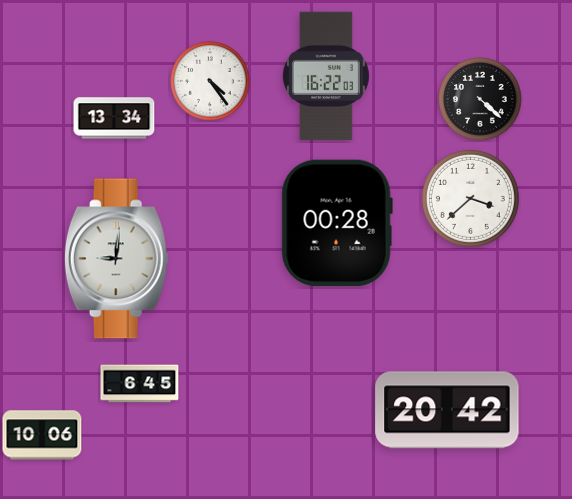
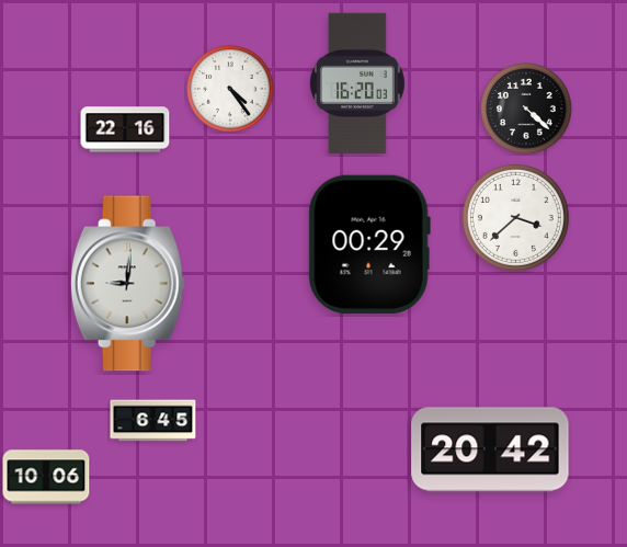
clock at (326, 75): 16:22 -> 16:20
clock at (114, 118): 13:34 -> 22:16
clock at (337, 223): 00:28 -> 00:29
